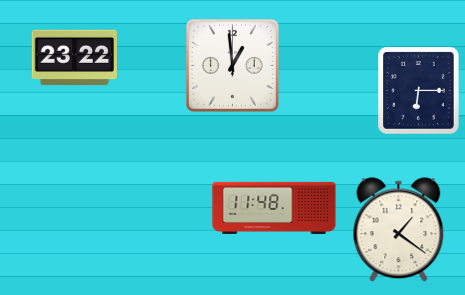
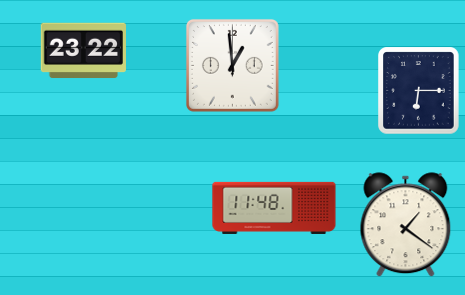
clock at (74, 58) position: (74, 58) -> (83, 51)
clock at (399, 230) position: (399, 230) -> (406, 225)
